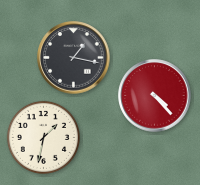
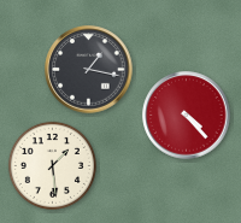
clock at (43, 137): 1:32 -> 1:29
